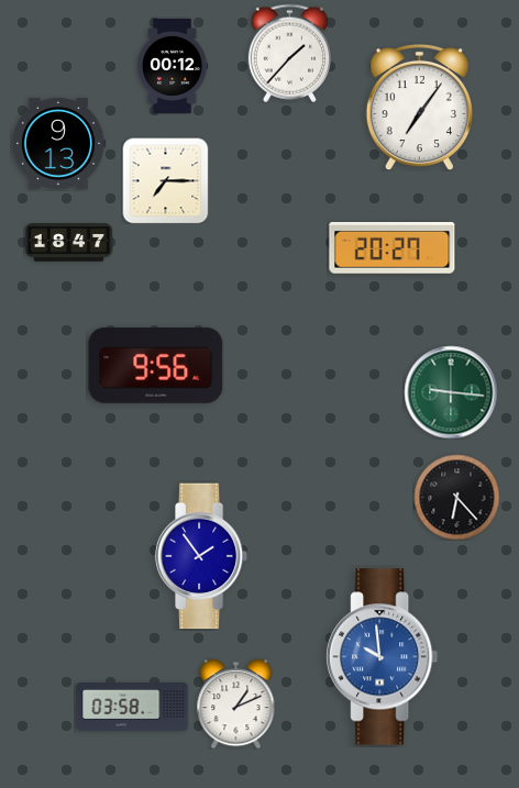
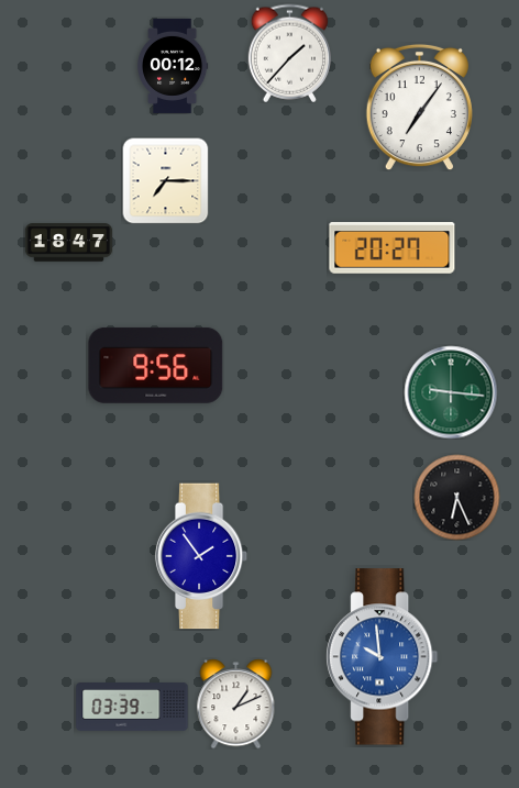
clock at (58, 143): 9:13 -> none
clock at (456, 497): 6:23 -> 6:26
clock at (132, 708): 03:58 -> 03:39
